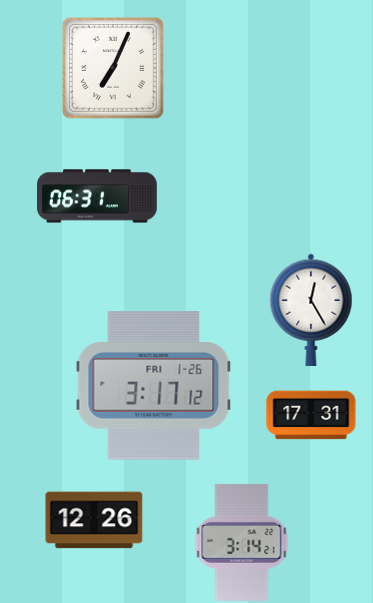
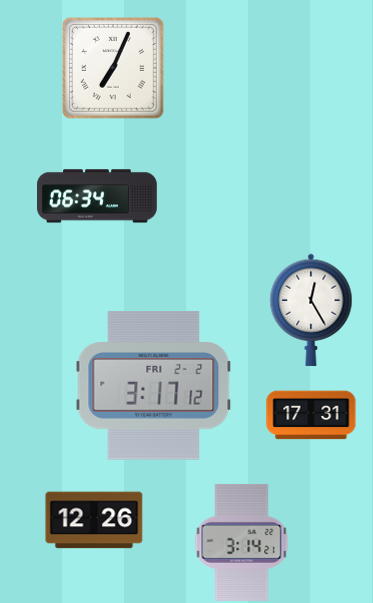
clock at (98, 196): 06:31 -> 06:34
clock at (154, 386) date: FRI 1-26 -> FRI 2-2
